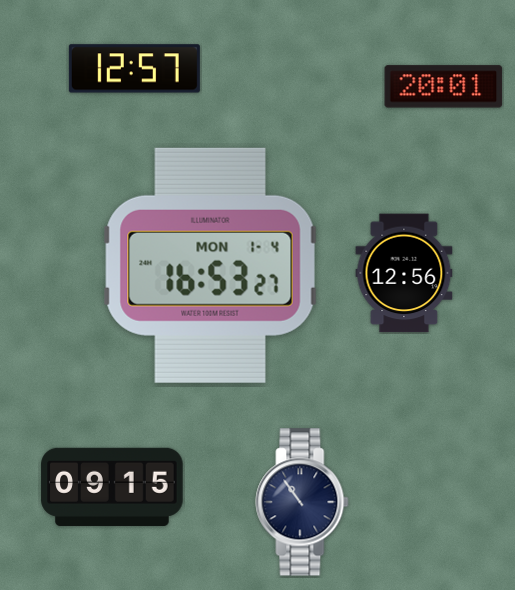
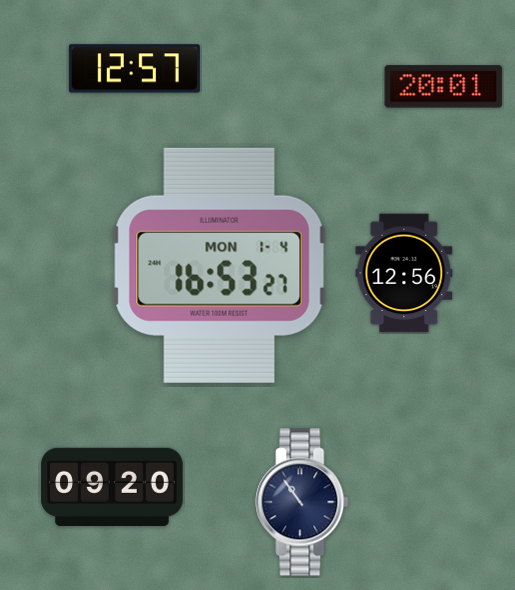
clock at (210, 265) position: (210, 265) -> (219, 265)
clock at (112, 487): 09:15 -> 09:20
